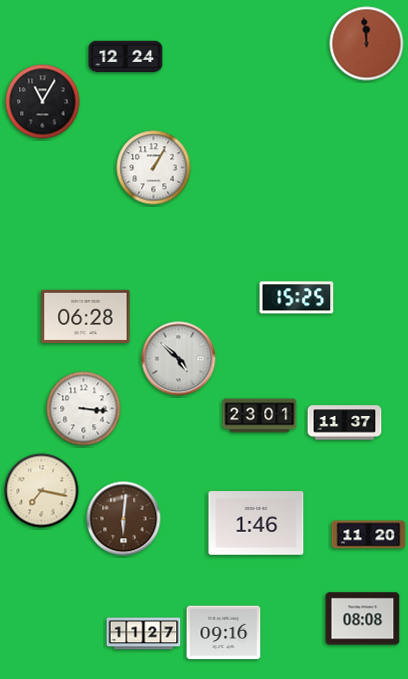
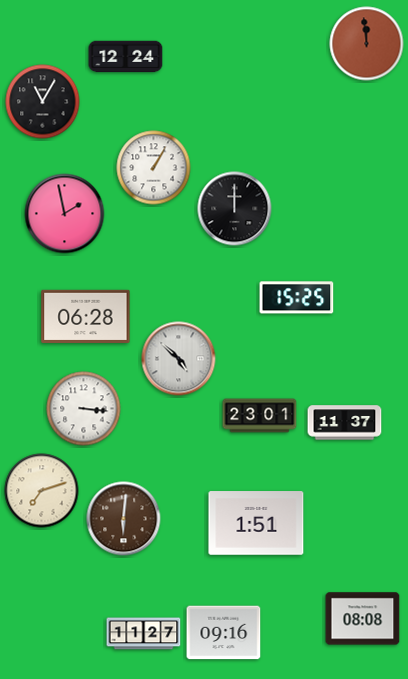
clock at (235, 209): none -> 12:00
clock at (65, 214): none -> 1:58
clock at (42, 491): 7:17 -> 7:12
clock at (256, 523): 1:46 -> 1:51
clock at (369, 535): 11:20 -> none
